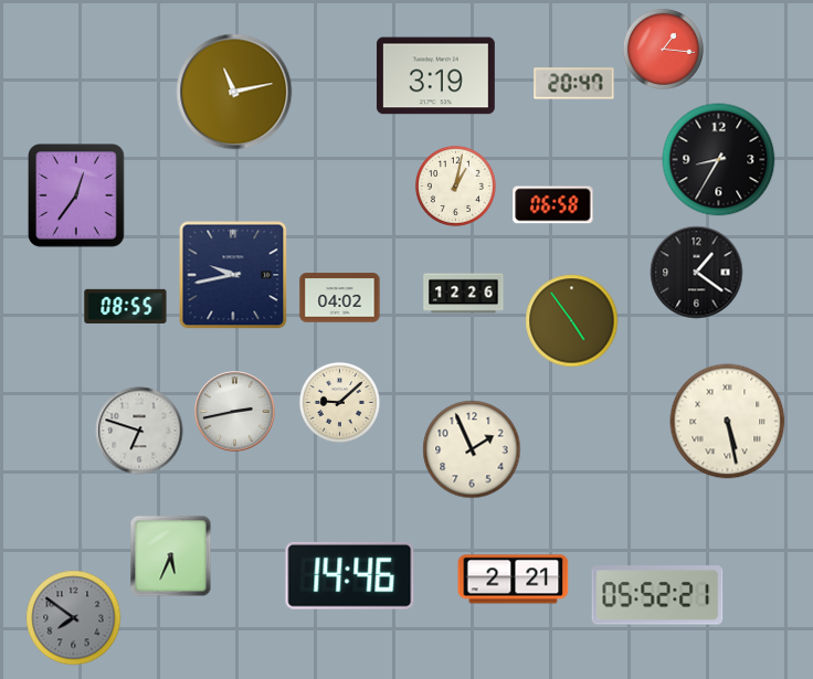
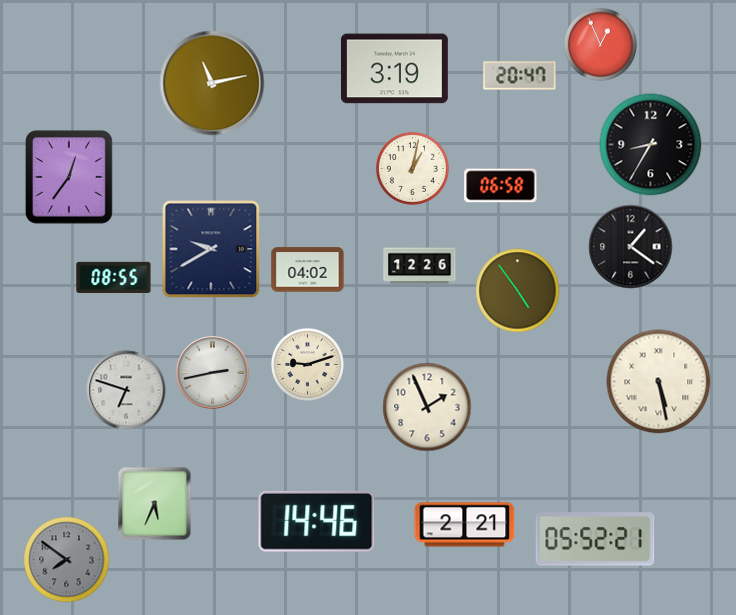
clock at (663, 49): 1:16 -> 12:56
clock at (233, 275): 9:43 -> 9:40
clock at (339, 402): 9:08 -> 9:12
